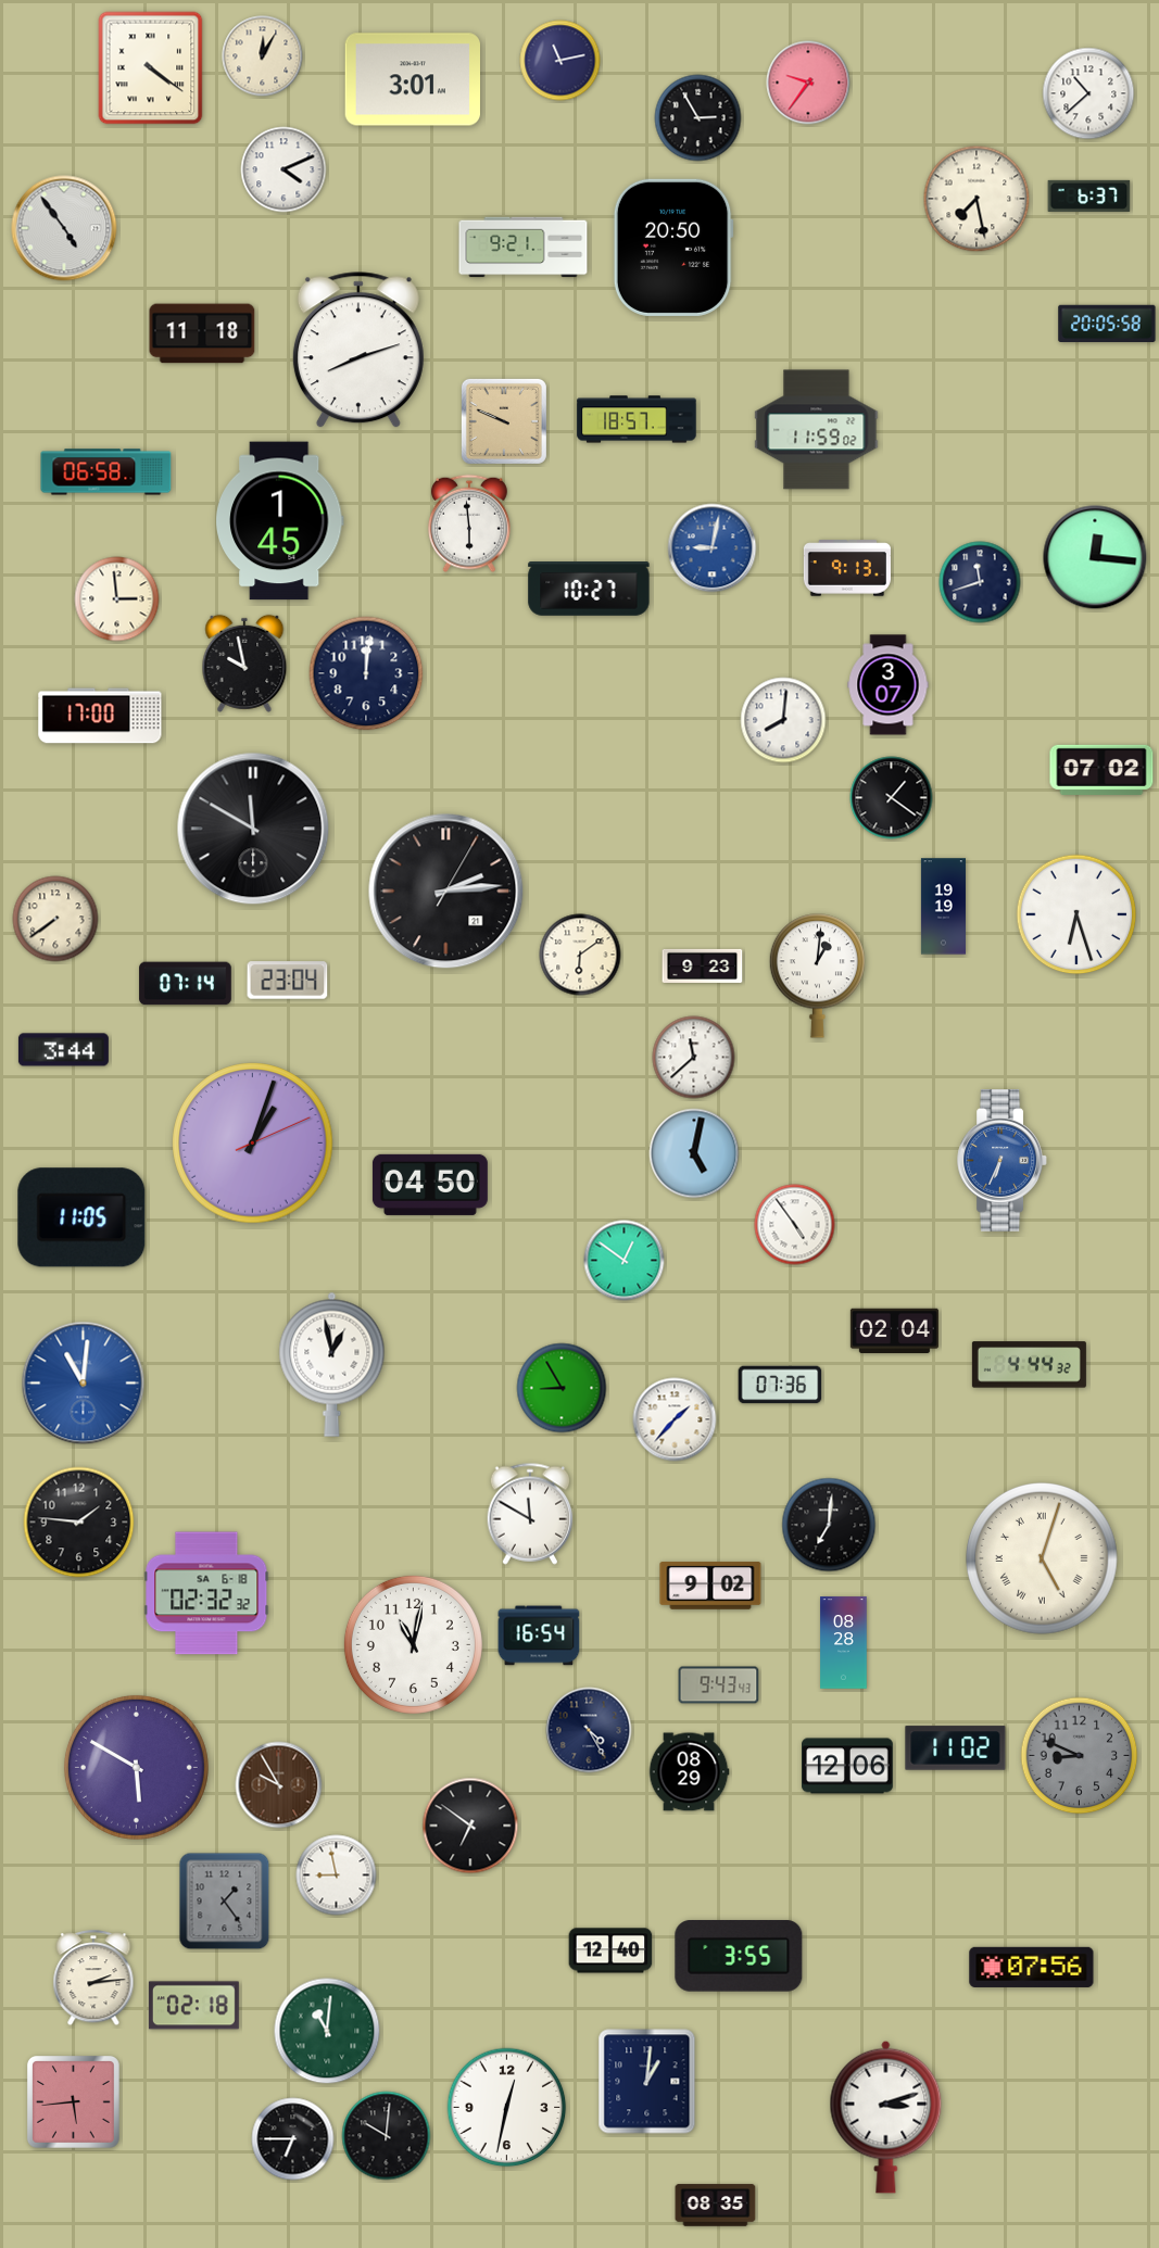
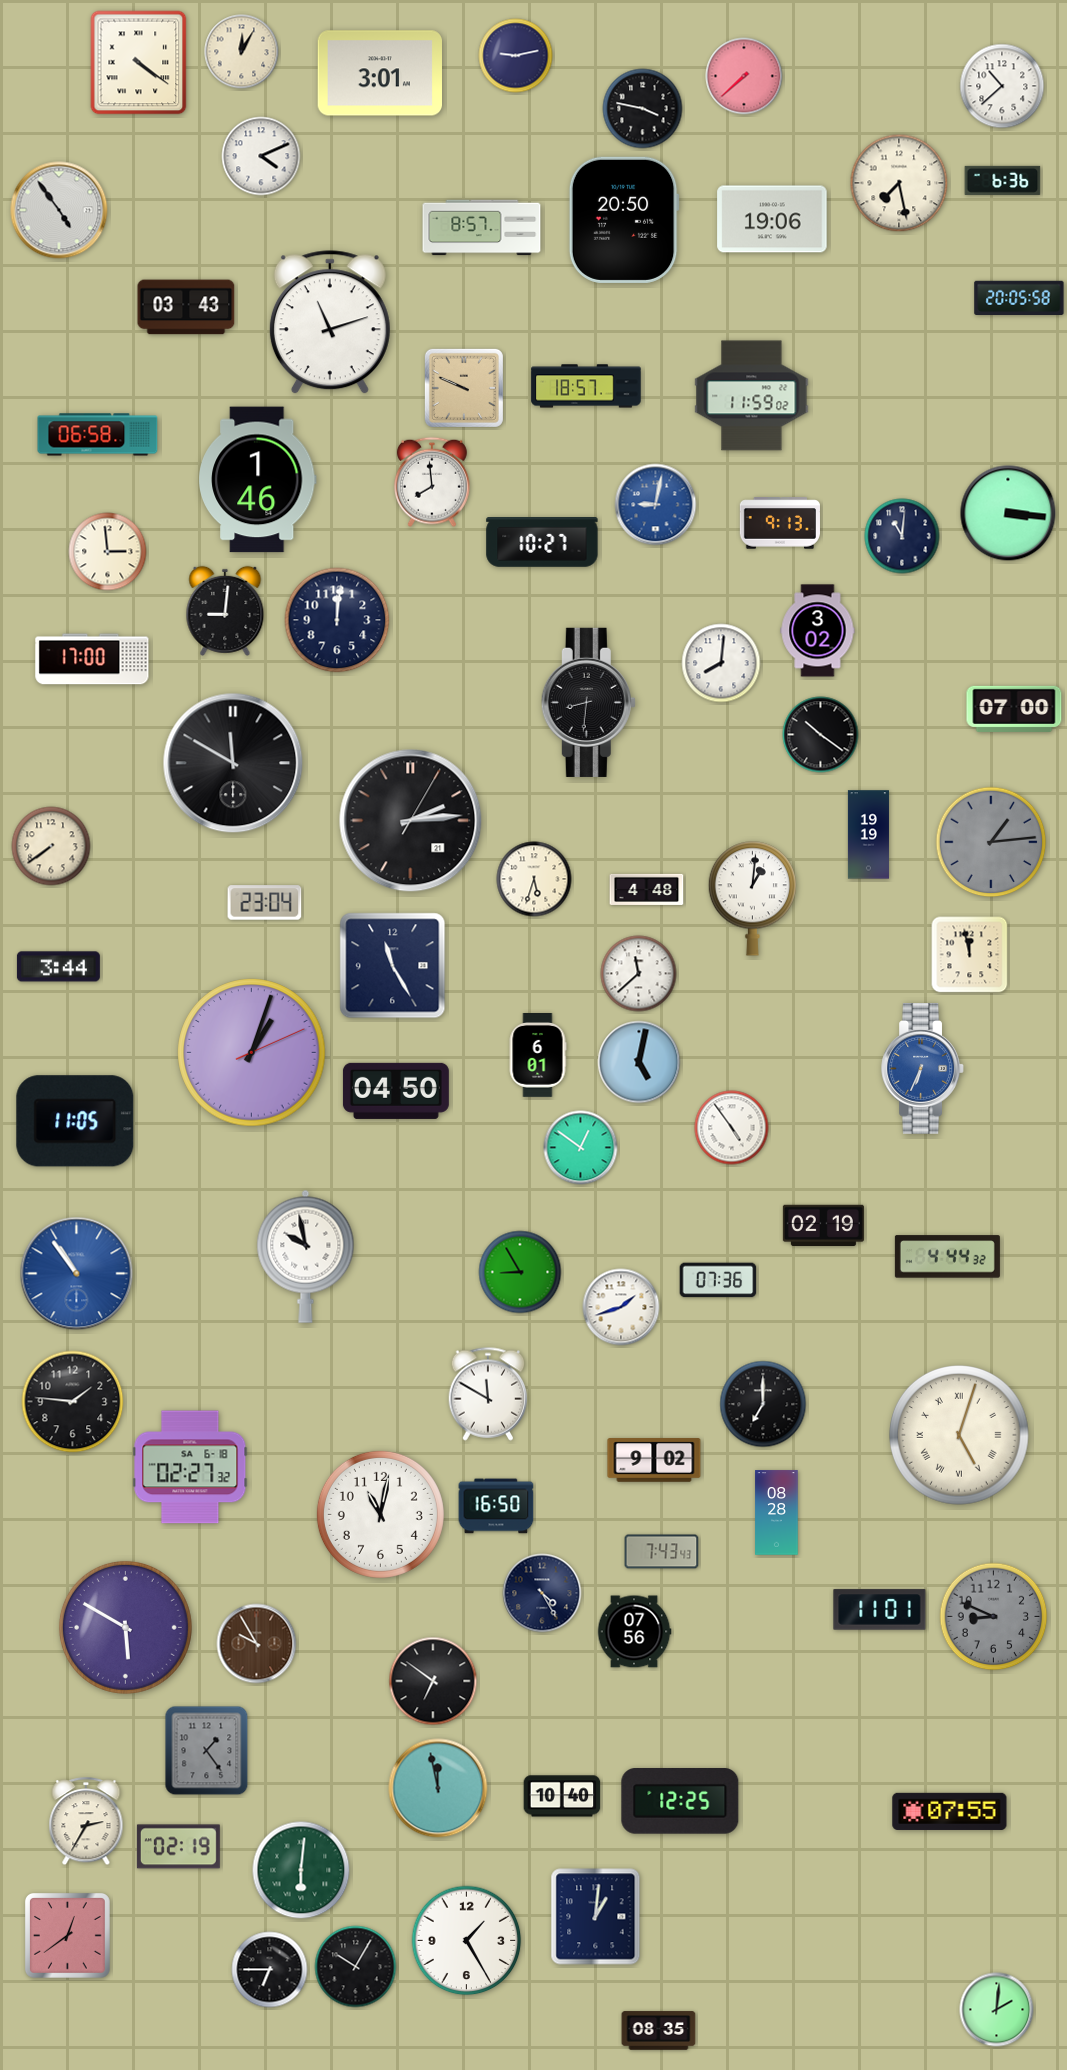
clock at (560, 61): 11:13 -> 9:13
clock at (808, 83): 9:36 -> 7:38
clock at (698, 118): 2:55 -> 3:47
clock at (1089, 195): 6:37 -> 6:36
clock at (772, 219): none -> 19:06
clock at (524, 248): 9:21 -> 8:57
clock at (673, 248) position: (673, 248) -> (624, 220)
clock at (202, 333): 11:18 -> 03:43
clock at (358, 351): 8:12 -> 11:12
clock at (279, 521): 1:45 -> 1:46
clock at (469, 523): 5:59 -> 7:59
clock at (1095, 557): 12:16 -> 3:16
clock at (980, 582): 11:42 -> 11:01
clock at (244, 664): 9:58 -> 9:01
clock at (889, 685): 3:07 -> 3:02
clock at (588, 702): none -> 8:31
clock at (1101, 770): 07:02 -> 07:00
clock at (892, 798): 1:21 -> 10:21
clock at (1076, 914): 6:27 -> 1:14
clock at (1076, 914) dial: white -> grey
clock at (580, 955): 6:09 -> 5:33
clock at (703, 965): 9:23 -> 4:48
clock at (186, 984): 07:14 -> none
clock at (970, 955): none -> 11:58
clock at (393, 966): none -> 11:25
clock at (253, 1144) position: (253, 1144) -> (252, 1053)
clock at (538, 1056): none -> 6:01
clock at (625, 1261) position: (625, 1261) -> (581, 1148)
clock at (894, 1330): 02:04 -> 02:19
clock at (332, 1364): 12:58 -> 9:58
clock at (84, 1384): 11:01 -> 10:54
clock at (780, 1385) position: (780, 1385) -> (718, 1280)
clock at (562, 1388) position: (562, 1388) -> (520, 1272)
clock at (675, 1419): 1:37 -> 1:42
clock at (829, 1525): 7:01 -> 7:00
clock at (206, 1593): 02:32 -> 02:27
clock at (539, 1636): 16:54 -> 16:50
clock at (719, 1685): 9:43 -> 7:43
clock at (956, 1748): 11:02 -> 11:01
clock at (848, 1766): 12:06 -> none
clock at (689, 1772): 08:29 -> 07:56
clock at (337, 1876): 8:58 -> none
clock at (438, 1788): none -> 11:58
clock at (610, 1950): 12:40 -> 10:40
clock at (739, 1957): 3:55 -> 12:25
clock at (1032, 1967): 07:56 -> 07:55
clock at (93, 1979): 2:14 -> 2:35
clock at (193, 2006): 02:18 -> 02:19
clock at (327, 2031): 11:01 -> 6:01
clock at (73, 2101): 5:44 -> 12:39
clock at (507, 2108): 12:32 -> 1:25
clock at (886, 2117): 3:12 -> none
clock at (387, 2136): 10:01 -> 10:05
clock at (997, 2010): none -> 2:01
